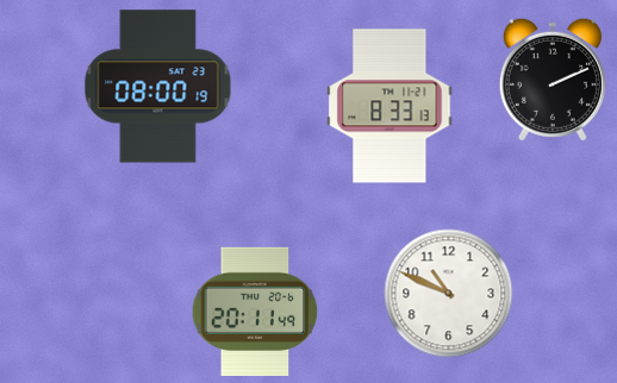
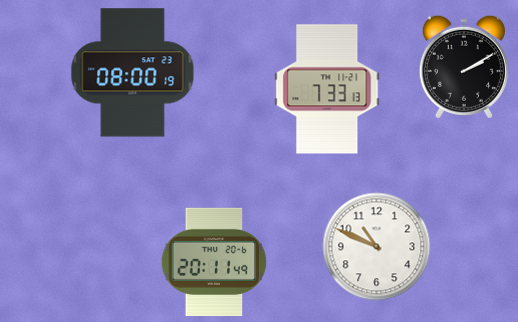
clock at (553, 80): 2:11 -> 2:10
clock at (389, 106): 8:33 -> 7:33
